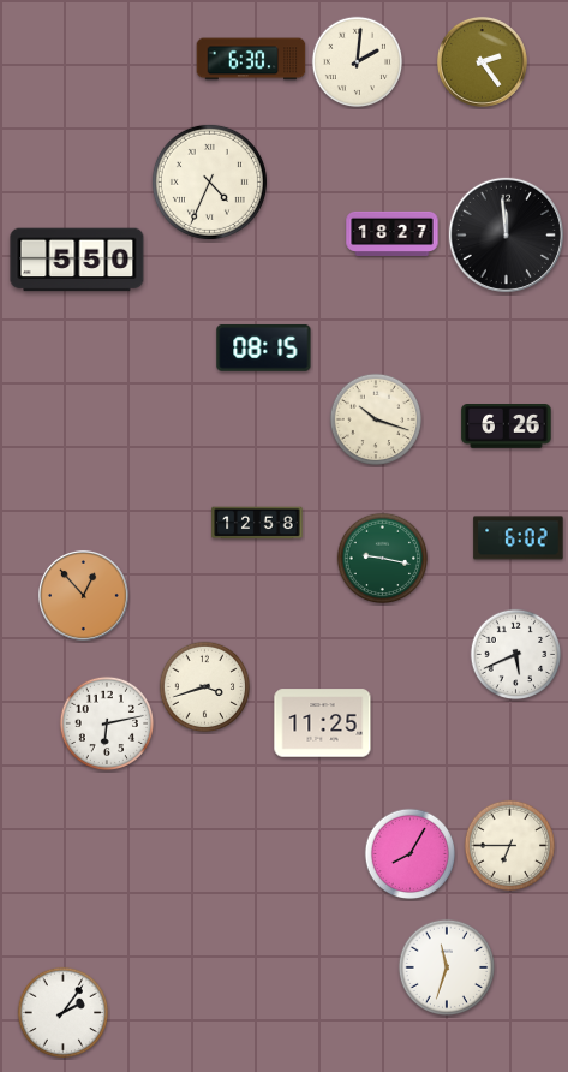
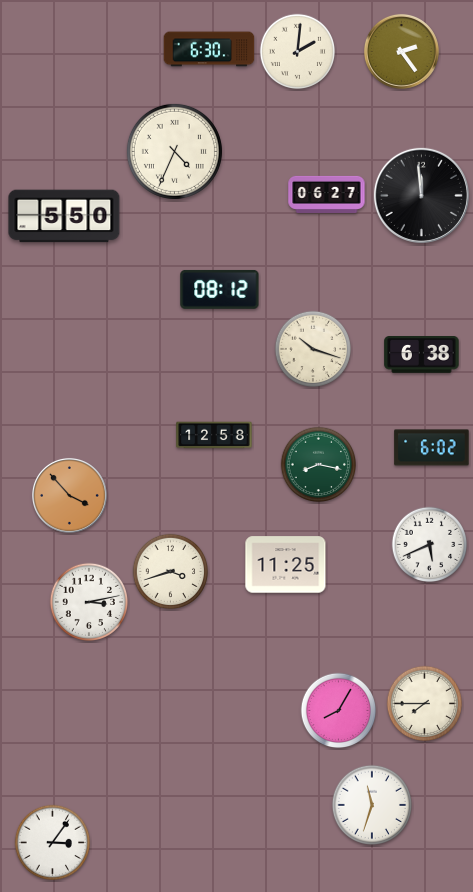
clock at (393, 233): 18:27 -> 06:27
clock at (264, 347): 08:15 -> 08:12
clock at (507, 427): 6:26 -> 6:38
clock at (383, 559): 9:17 -> 8:17
clock at (83, 595): 12:53 -> 3:53
clock at (106, 722): 6:13 -> 3:13
clock at (323, 723) position: (323, 723) -> (286, 565)
clock at (510, 846): 6:45 -> 7:45
clock at (411, 854) position: (411, 854) -> (339, 711)
clock at (64, 1013): 2:06 -> 3:06
